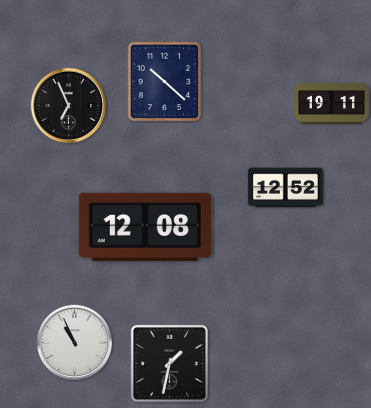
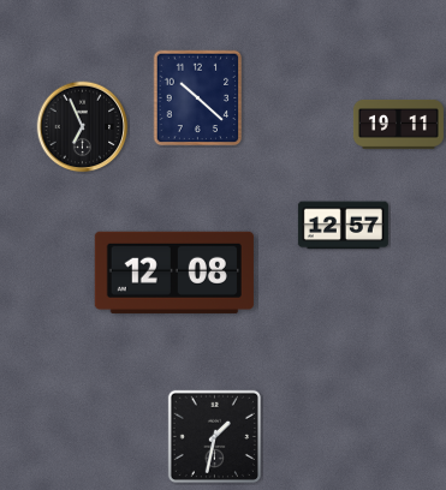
clock at (285, 188): 12:52 -> 12:57
clock at (75, 343): 10:56 -> none
clock at (169, 363) position: (169, 363) -> (214, 436)
